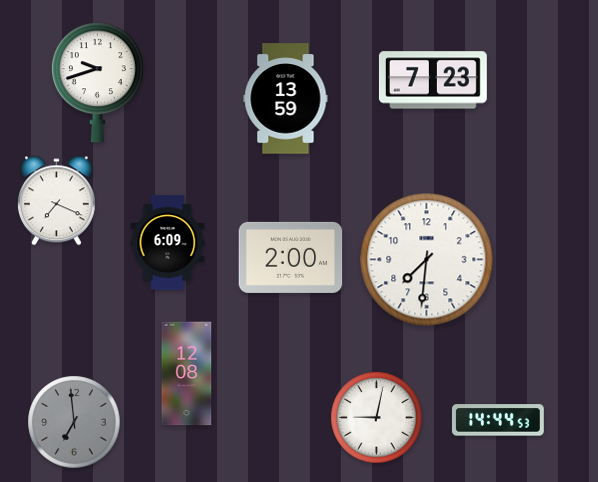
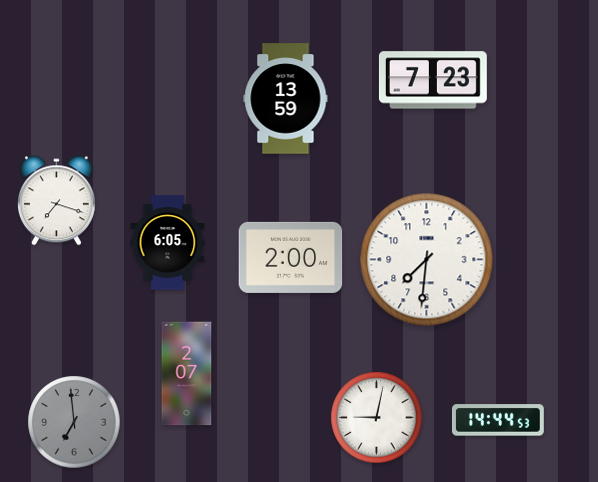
clock at (97, 83): 9:42 -> none
clock at (56, 201): 7:19 -> 7:18
clock at (168, 243): 6:09 -> 6:05
clock at (187, 374): 12:08 -> 2:07
